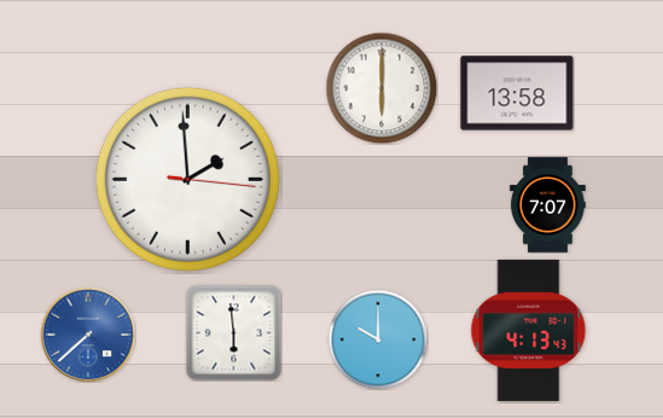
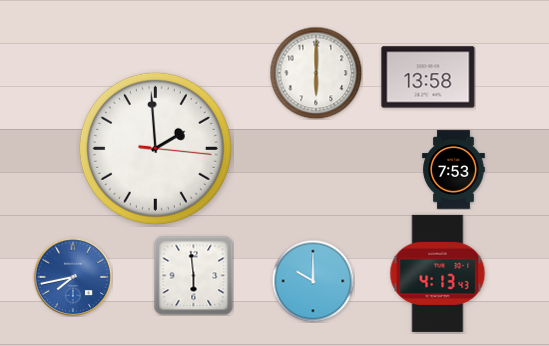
clock at (548, 205): 7:07 -> 7:53
clock at (88, 335): 7:38 -> 7:43
